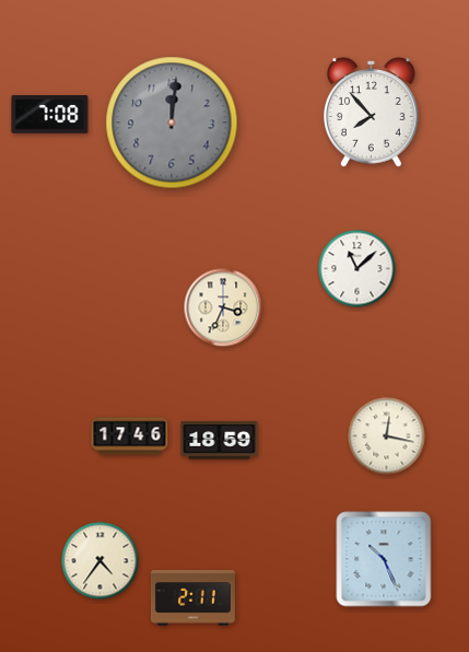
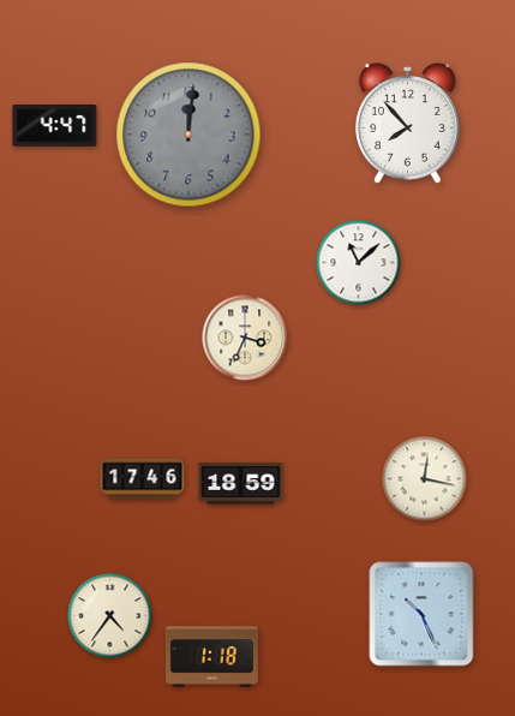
clock at (50, 115): 7:08 -> 4:47
clock at (357, 269) position: (357, 269) -> (359, 263)
clock at (192, 598): 2:11 -> 1:18
